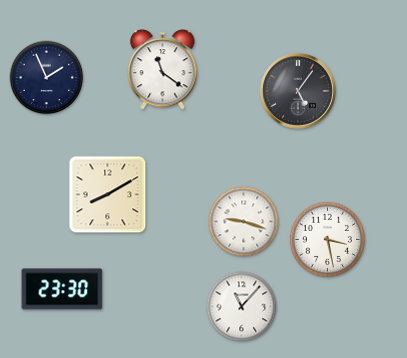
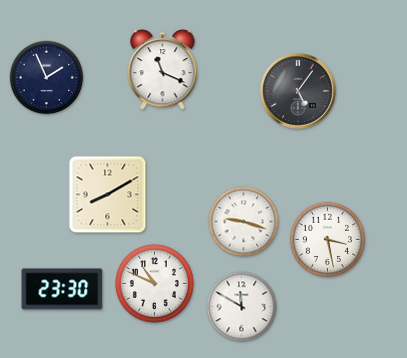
clock at (163, 70): 11:21 -> 11:19
clock at (154, 283): none -> 10:49
clock at (242, 307): 11:07 -> 11:50
